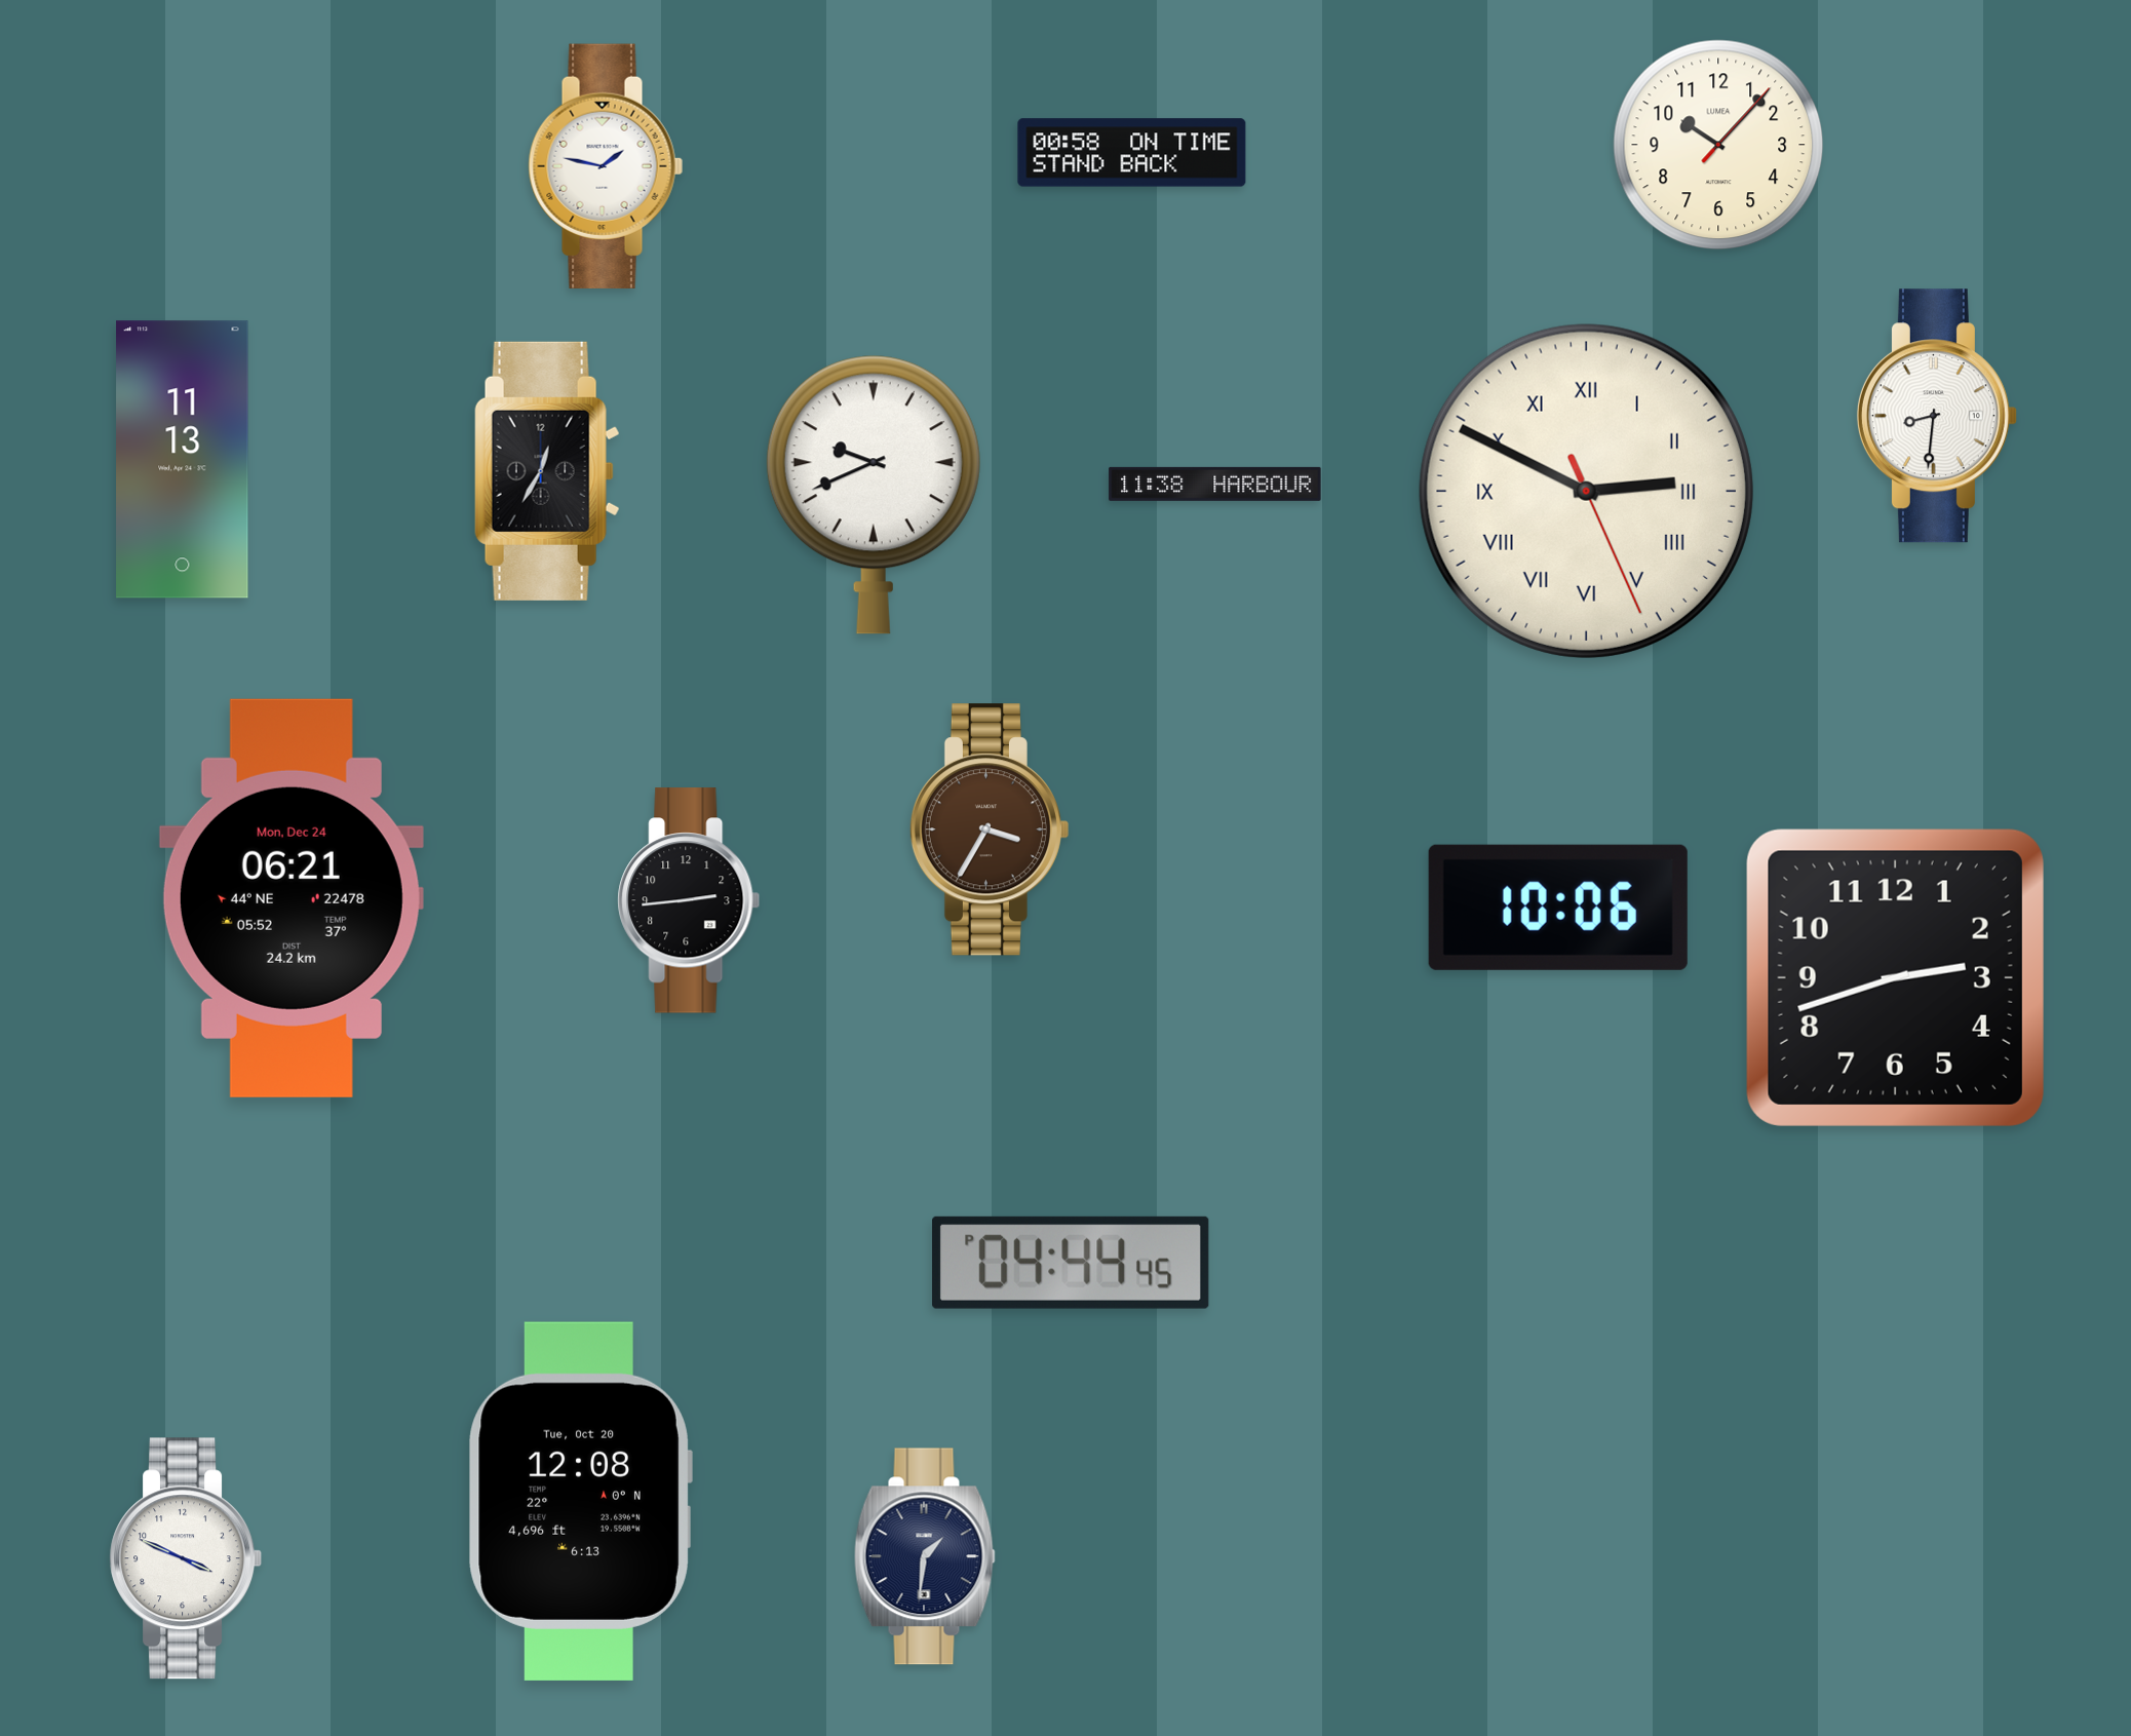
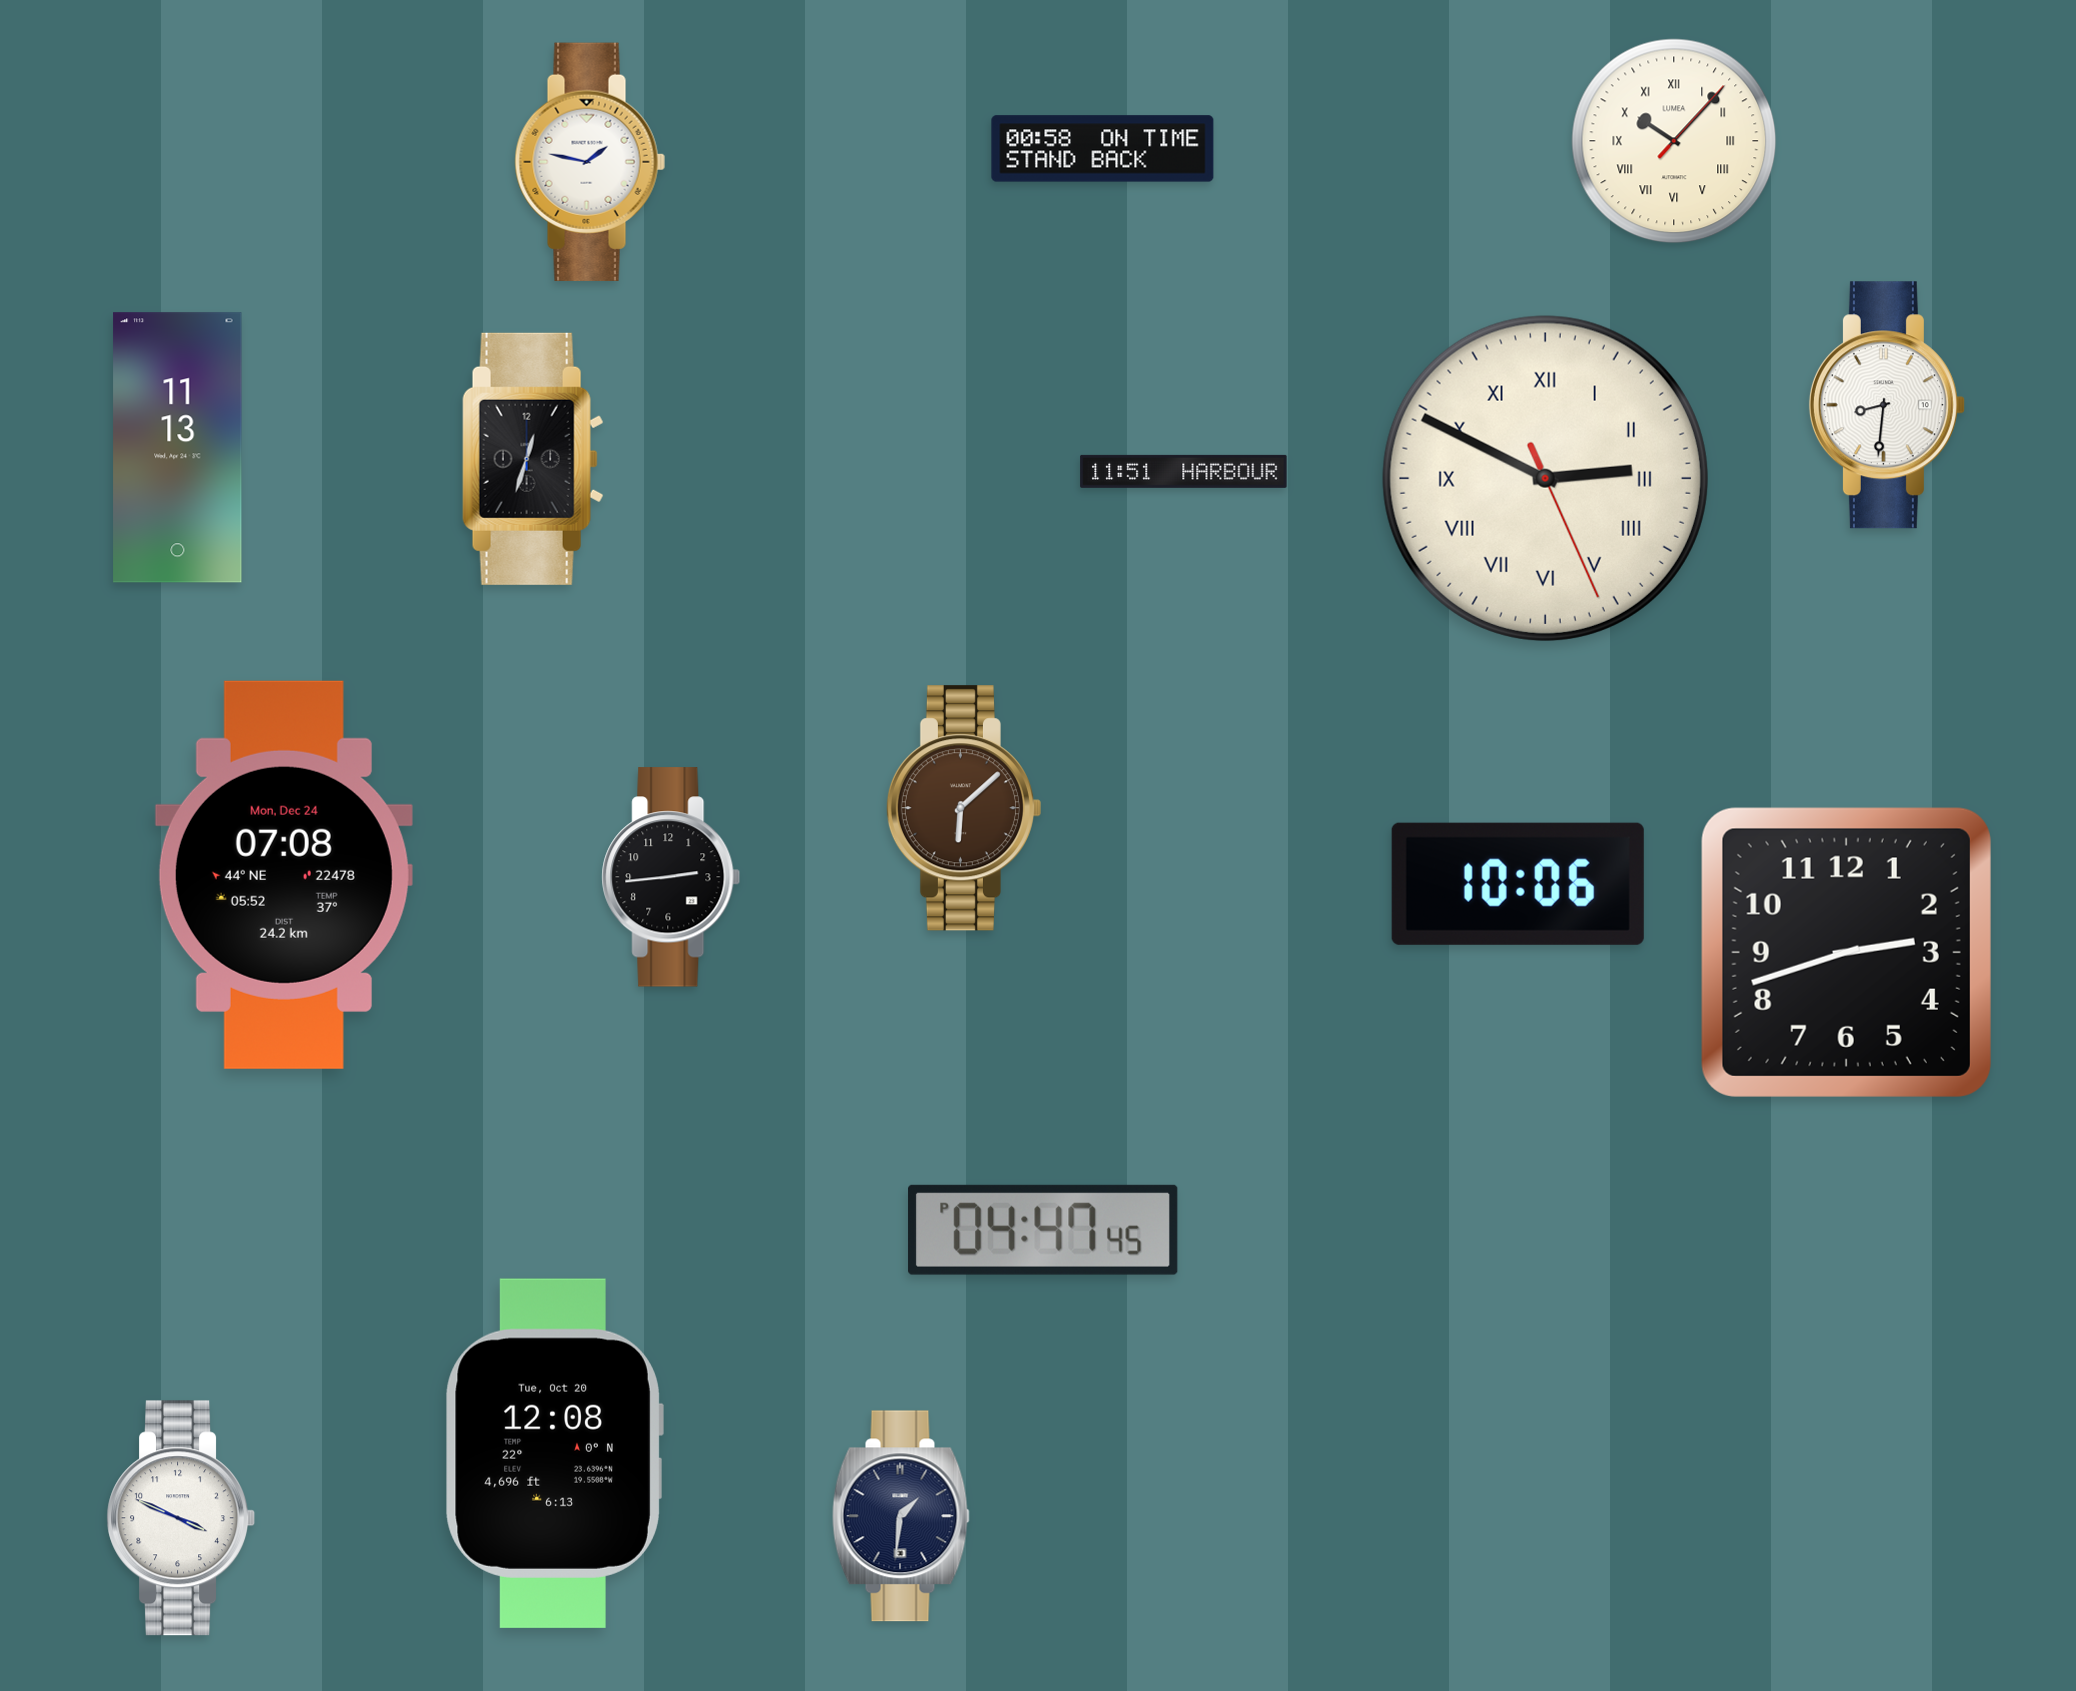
clock at (1718, 145) numerals: Arabic -> Roman
clock at (547, 471): 12:35 -> 12:33
clock at (1215, 484): 11:38 -> 11:51
clock at (874, 495): 9:41 -> none
clock at (989, 830): 3:35 -> 6:08
clock at (292, 898): 06:21 -> 07:08
clock at (1071, 1263): 04:44 -> 04:47
clock at (580, 1501) position: (580, 1501) -> (554, 1453)
